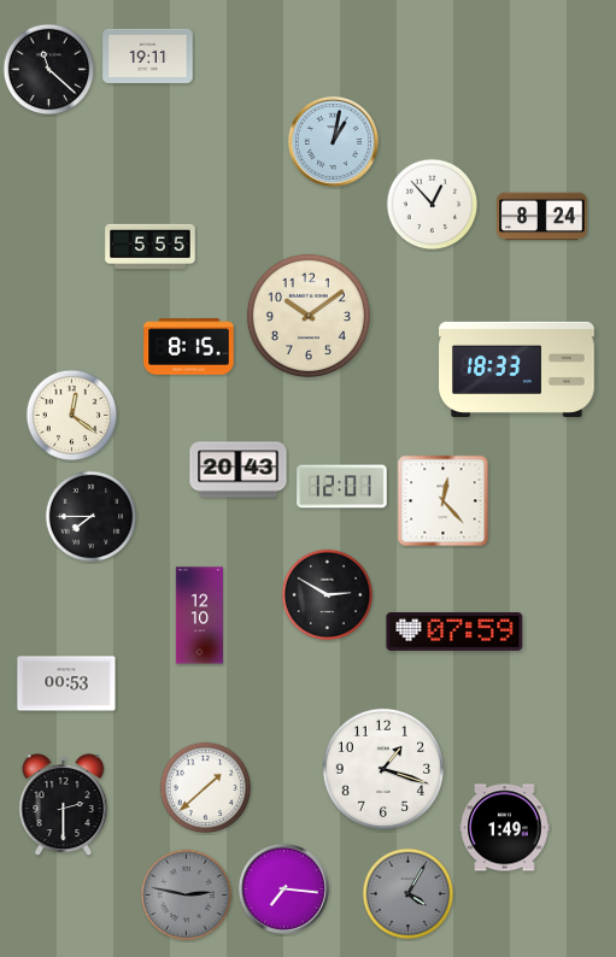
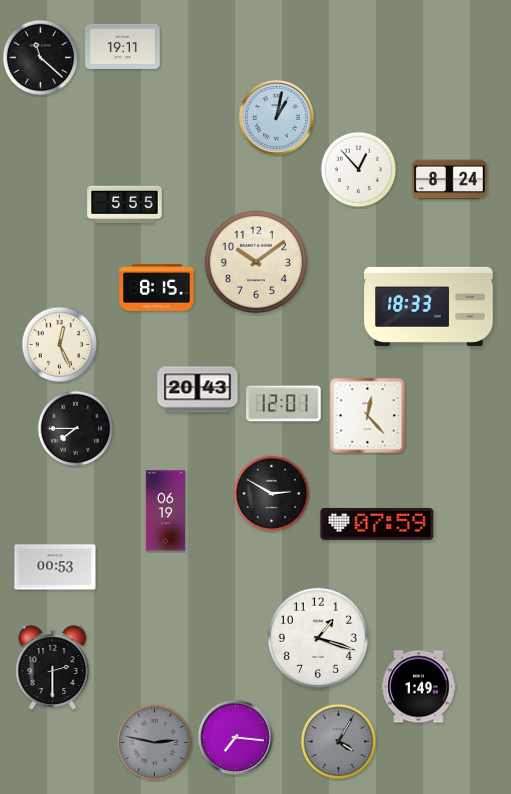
clock at (72, 416): 12:21 -> 12:26
clock at (199, 616): 12:10 -> 06:19
clock at (206, 788): 1:38 -> none
